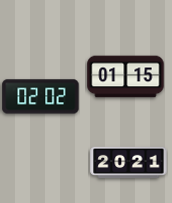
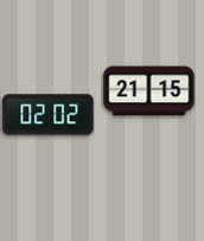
clock at (126, 77): 01:15 -> 21:15
clock at (129, 163): 20:21 -> none
